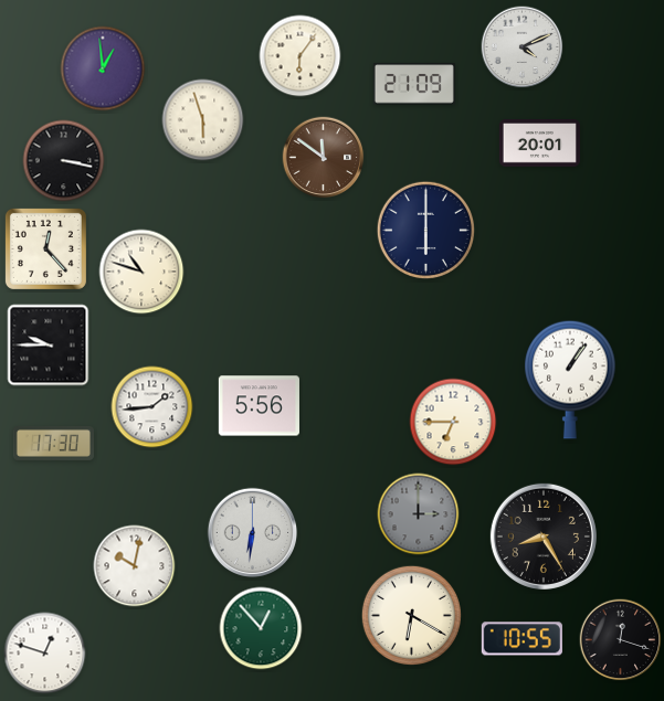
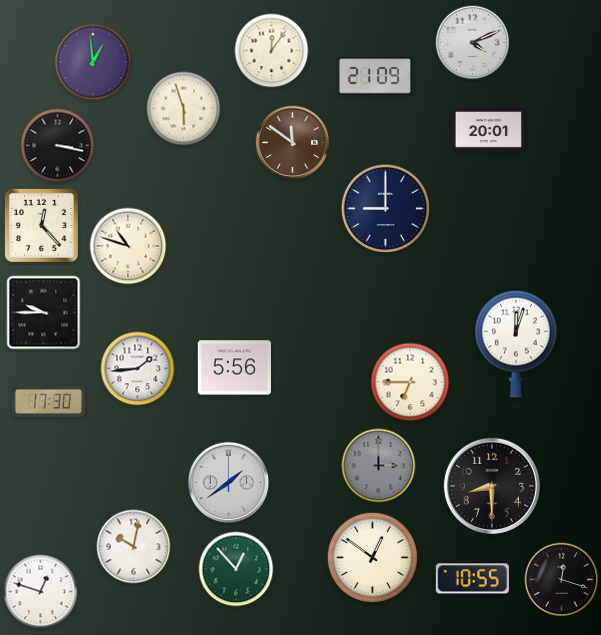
clock at (301, 56): 6:06 -> 12:06
clock at (425, 230): 6:00 -> 9:00
clock at (570, 380): 1:06 -> 12:03
clock at (253, 533): 6:31 -> 1:39
clock at (544, 537): 8:25 -> 8:30
clock at (135, 566) position: (135, 566) -> (134, 547)
clock at (411, 615): 6:20 -> 12:51
